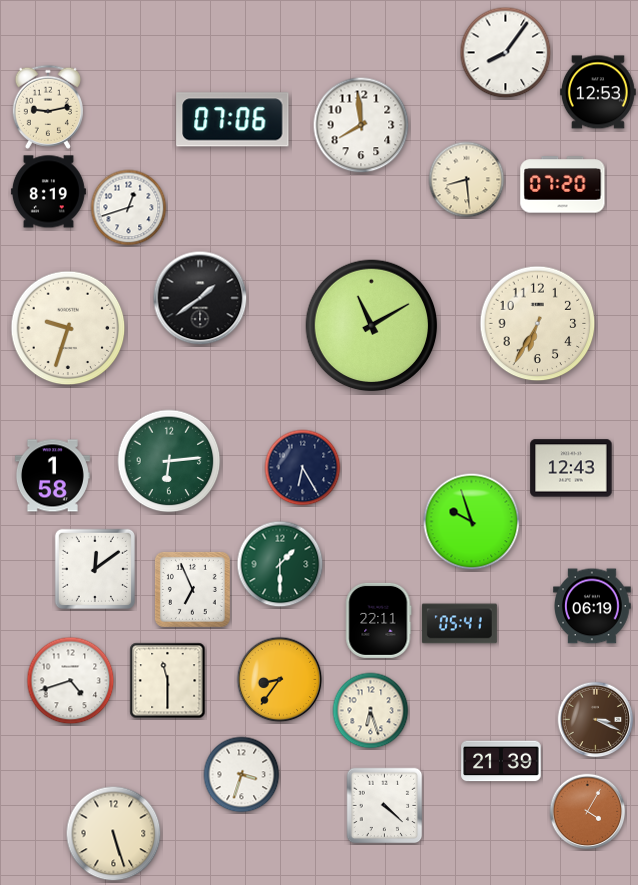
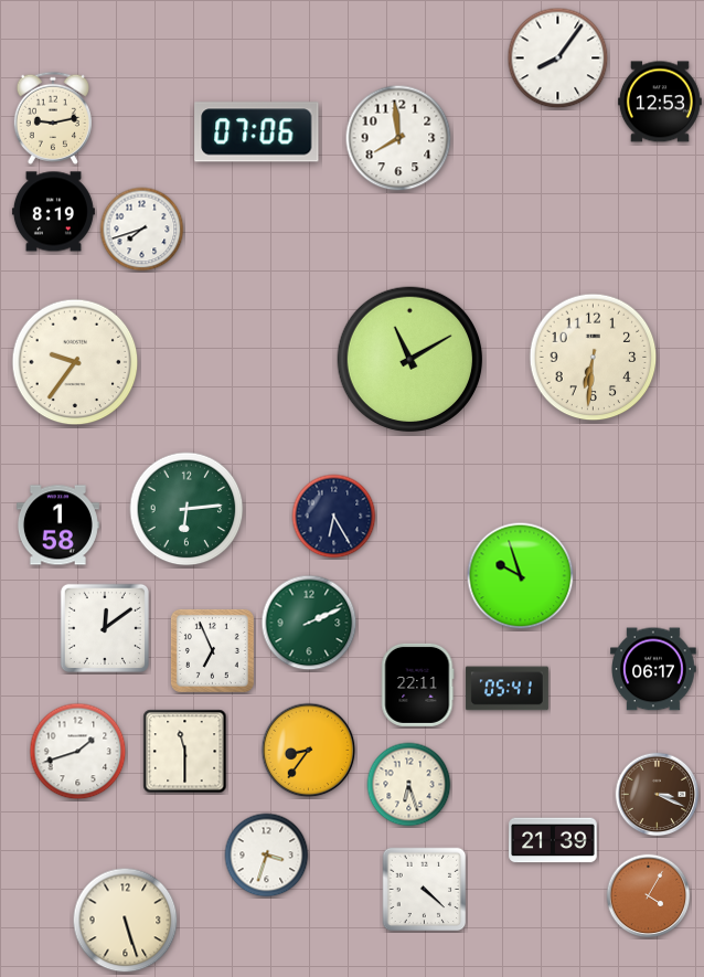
clock at (467, 180): 8:29 -> none
clock at (563, 185): 07:20 -> none
clock at (129, 208): 12:42 -> 7:42
clock at (200, 298): 1:39 -> none
clock at (538, 324): 6:35 -> 6:31
clock at (68, 328): 9:33 -> 9:36
clock at (571, 468): 12:43 -> none
clock at (280, 564): 1:30 -> 2:11
clock at (592, 606): 06:19 -> 06:17
clock at (71, 681): 4:42 -> 1:42
